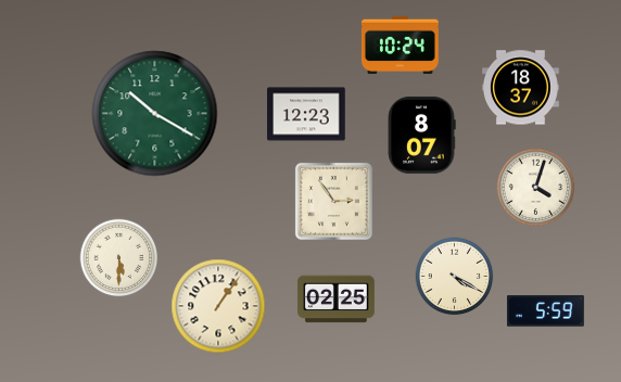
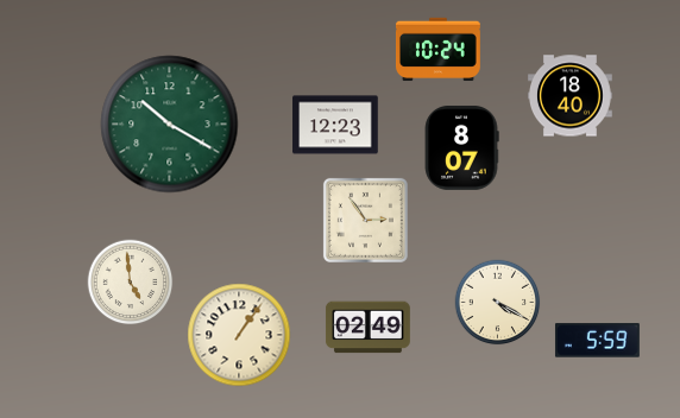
clock at (521, 88): 18:37 -> 18:40
clock at (536, 188): 4:03 -> none
clock at (119, 258): 5:30 -> 4:59
clock at (335, 300): 02:25 -> 02:49
